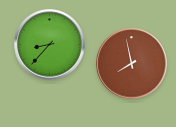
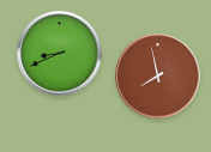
clock at (50, 45): 8:37 -> 8:41
